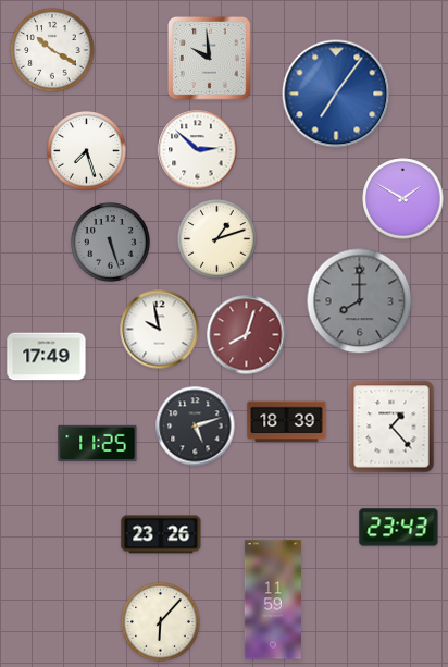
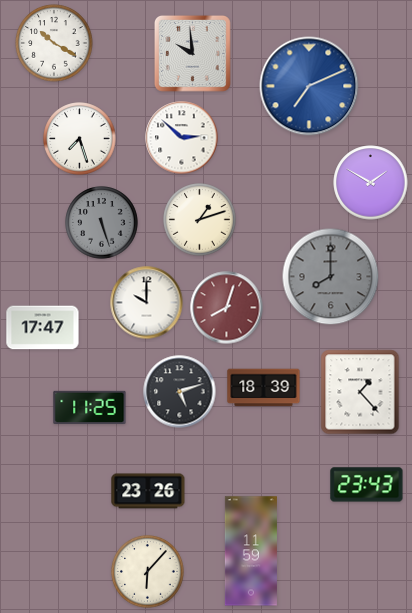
clock at (52, 50) position: (52, 50) -> (54, 43)
clock at (336, 94): 7:06 -> 7:11
clock at (160, 330): 9:58 -> 10:00
clock at (47, 357): 17:49 -> 17:47
